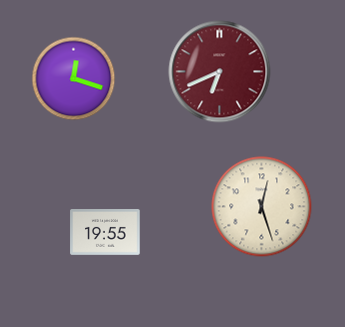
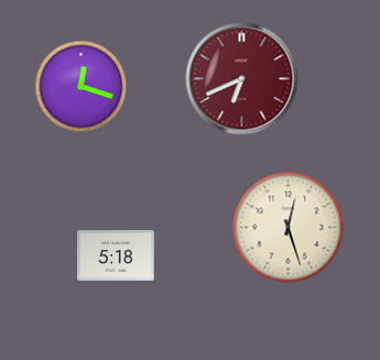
clock at (105, 233): 19:55 -> 5:18
